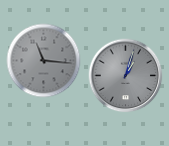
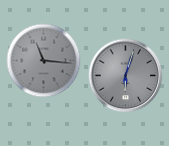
clock at (126, 76): 1:03 -> 6:03
